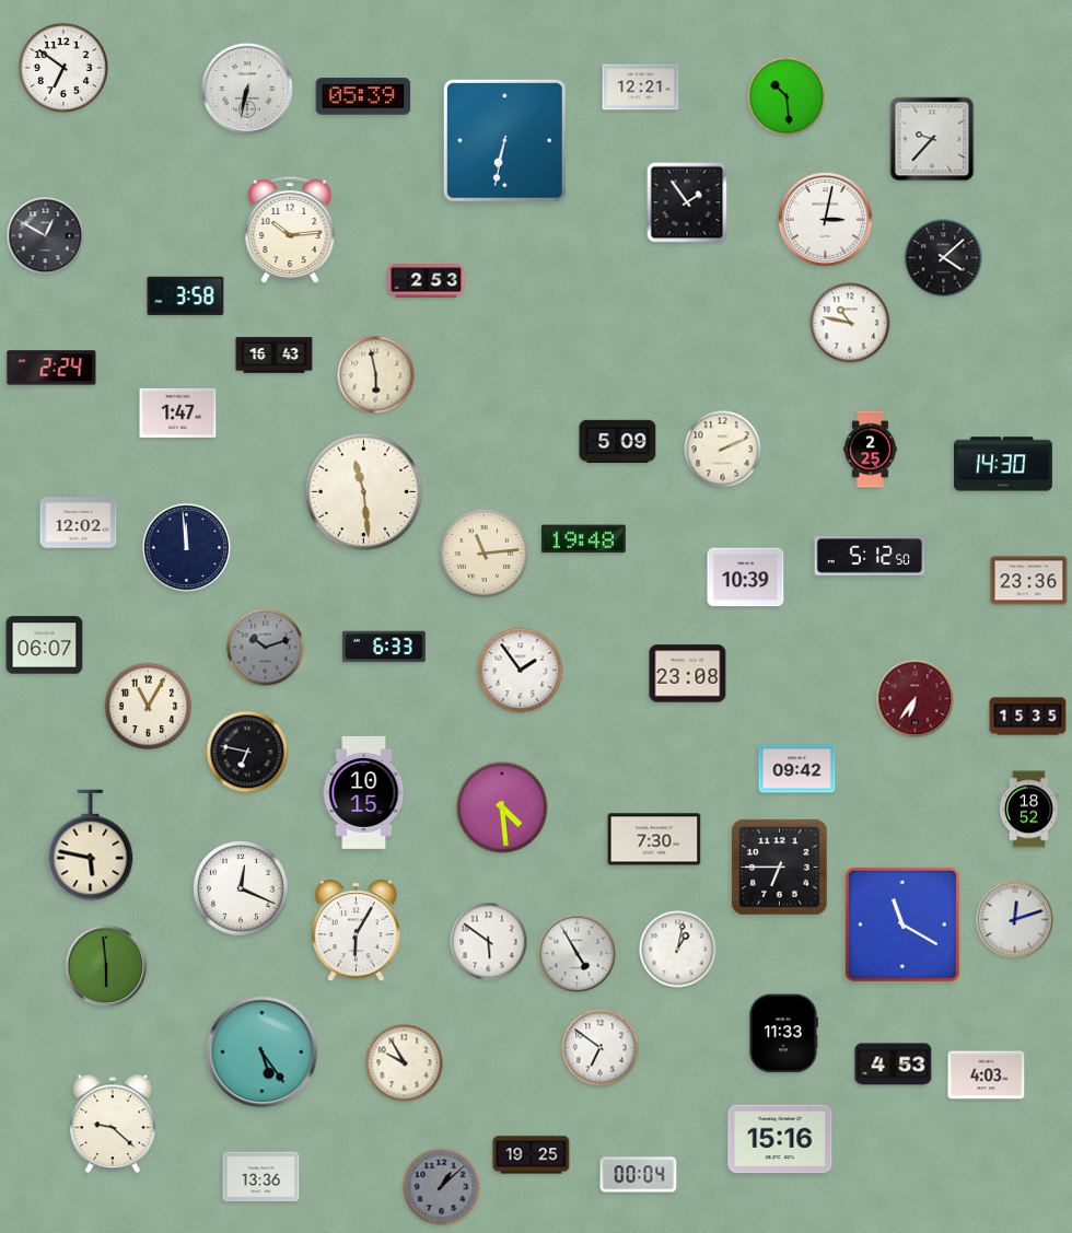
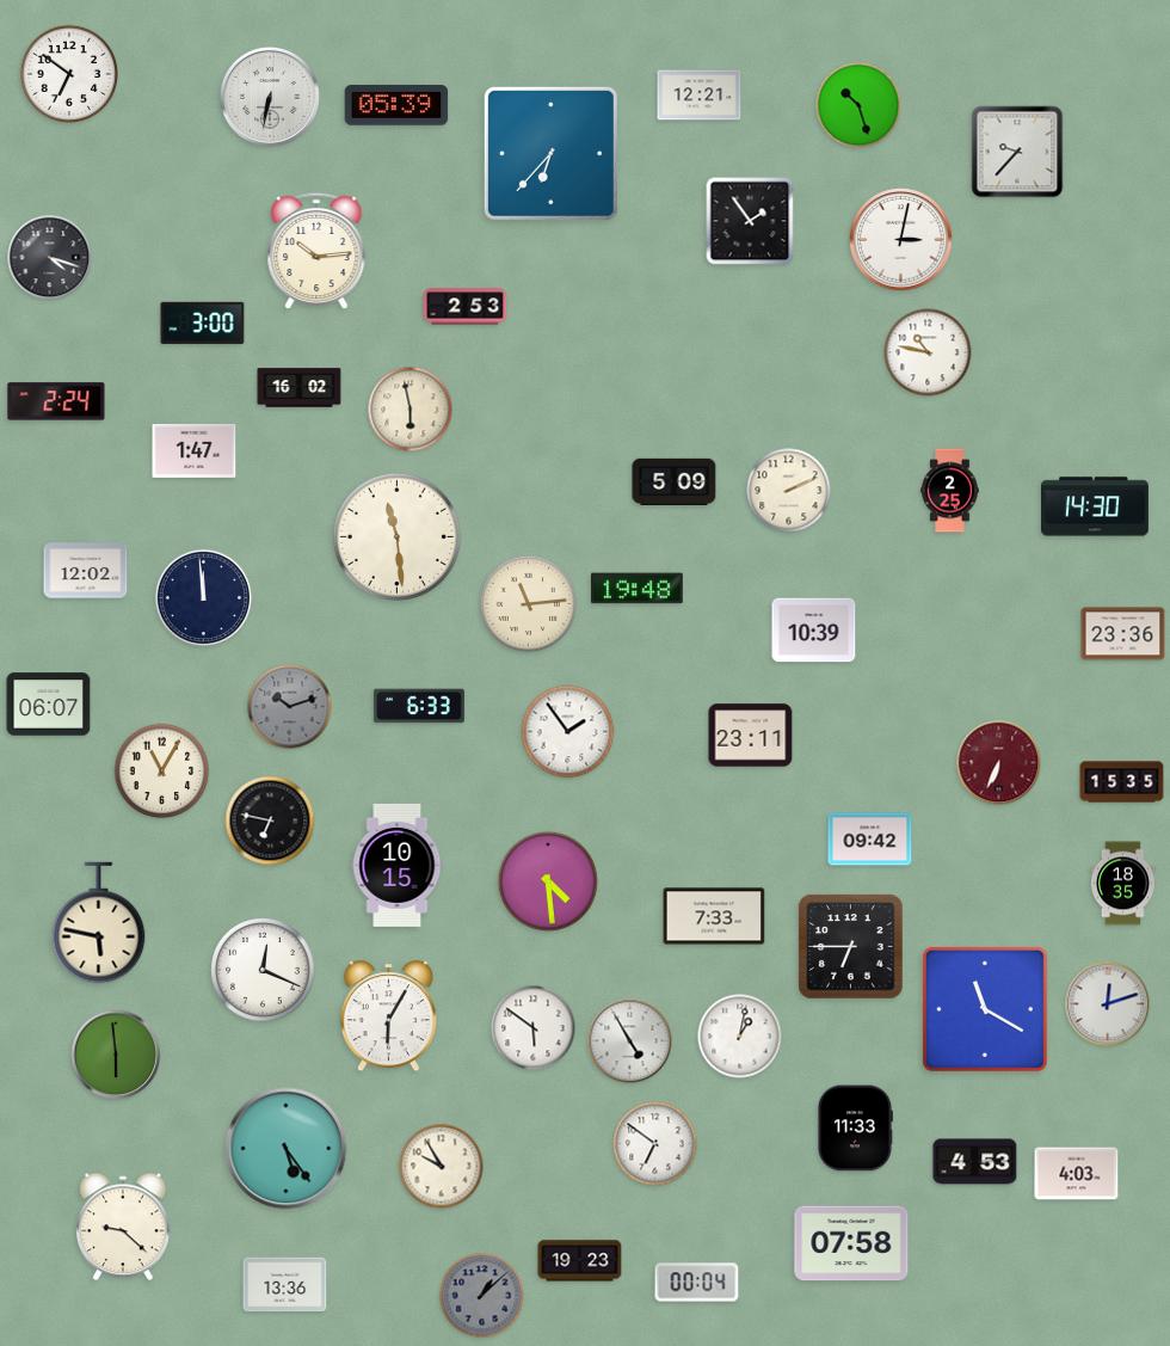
clock at (786, 96): 10:29 -> 10:27
clock at (504, 140): 6:32 -> 6:37
clock at (46, 236): 12:50 -> 4:18
clock at (944, 258): 4:08 -> none
clock at (186, 296): 3:58 -> 3:00
clock at (275, 356): 16:43 -> 16:02
clock at (870, 556): 5:12 -> none
clock at (688, 674): 23:08 -> 23:11
clock at (916, 699): 6:36 -> 6:34
clock at (1028, 810): 18:52 -> 18:35
clock at (654, 839): 7:30 -> 7:33
clock at (405, 1063) position: (405, 1063) -> (442, 1167)
clock at (780, 1139): 15:16 -> 07:58
clock at (532, 1155): 19:25 -> 19:23
